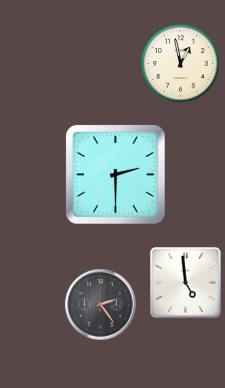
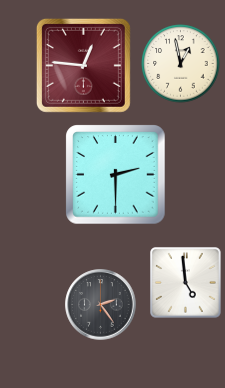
clock at (83, 65): none -> 12:46
